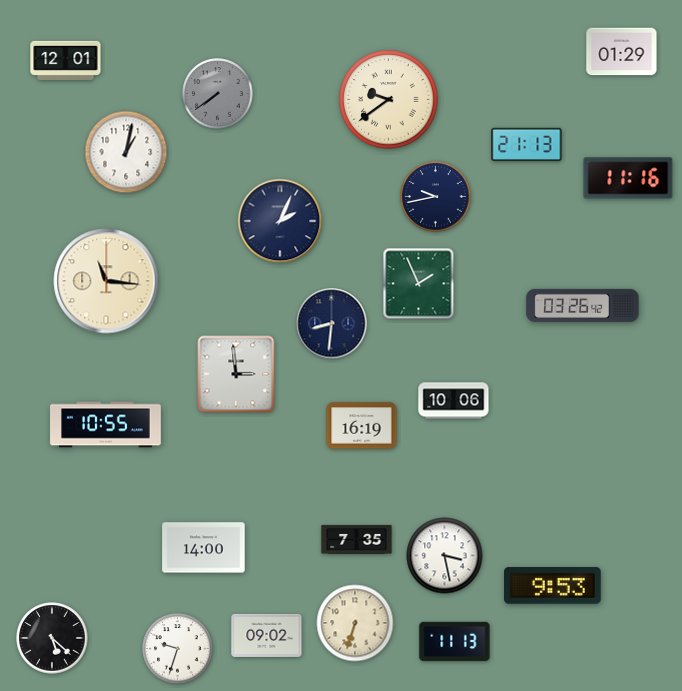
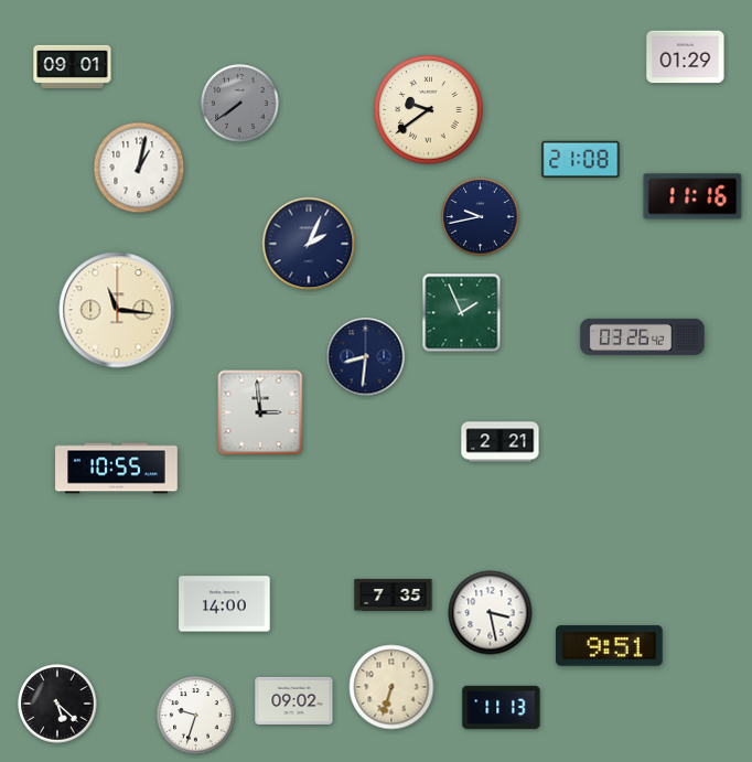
clock at (66, 60): 12:01 -> 09:01
clock at (527, 145): 21:13 -> 21:08
clock at (454, 401): 10:06 -> 2:21
clock at (362, 426): 16:19 -> none
clock at (553, 586): 9:53 -> 9:51
